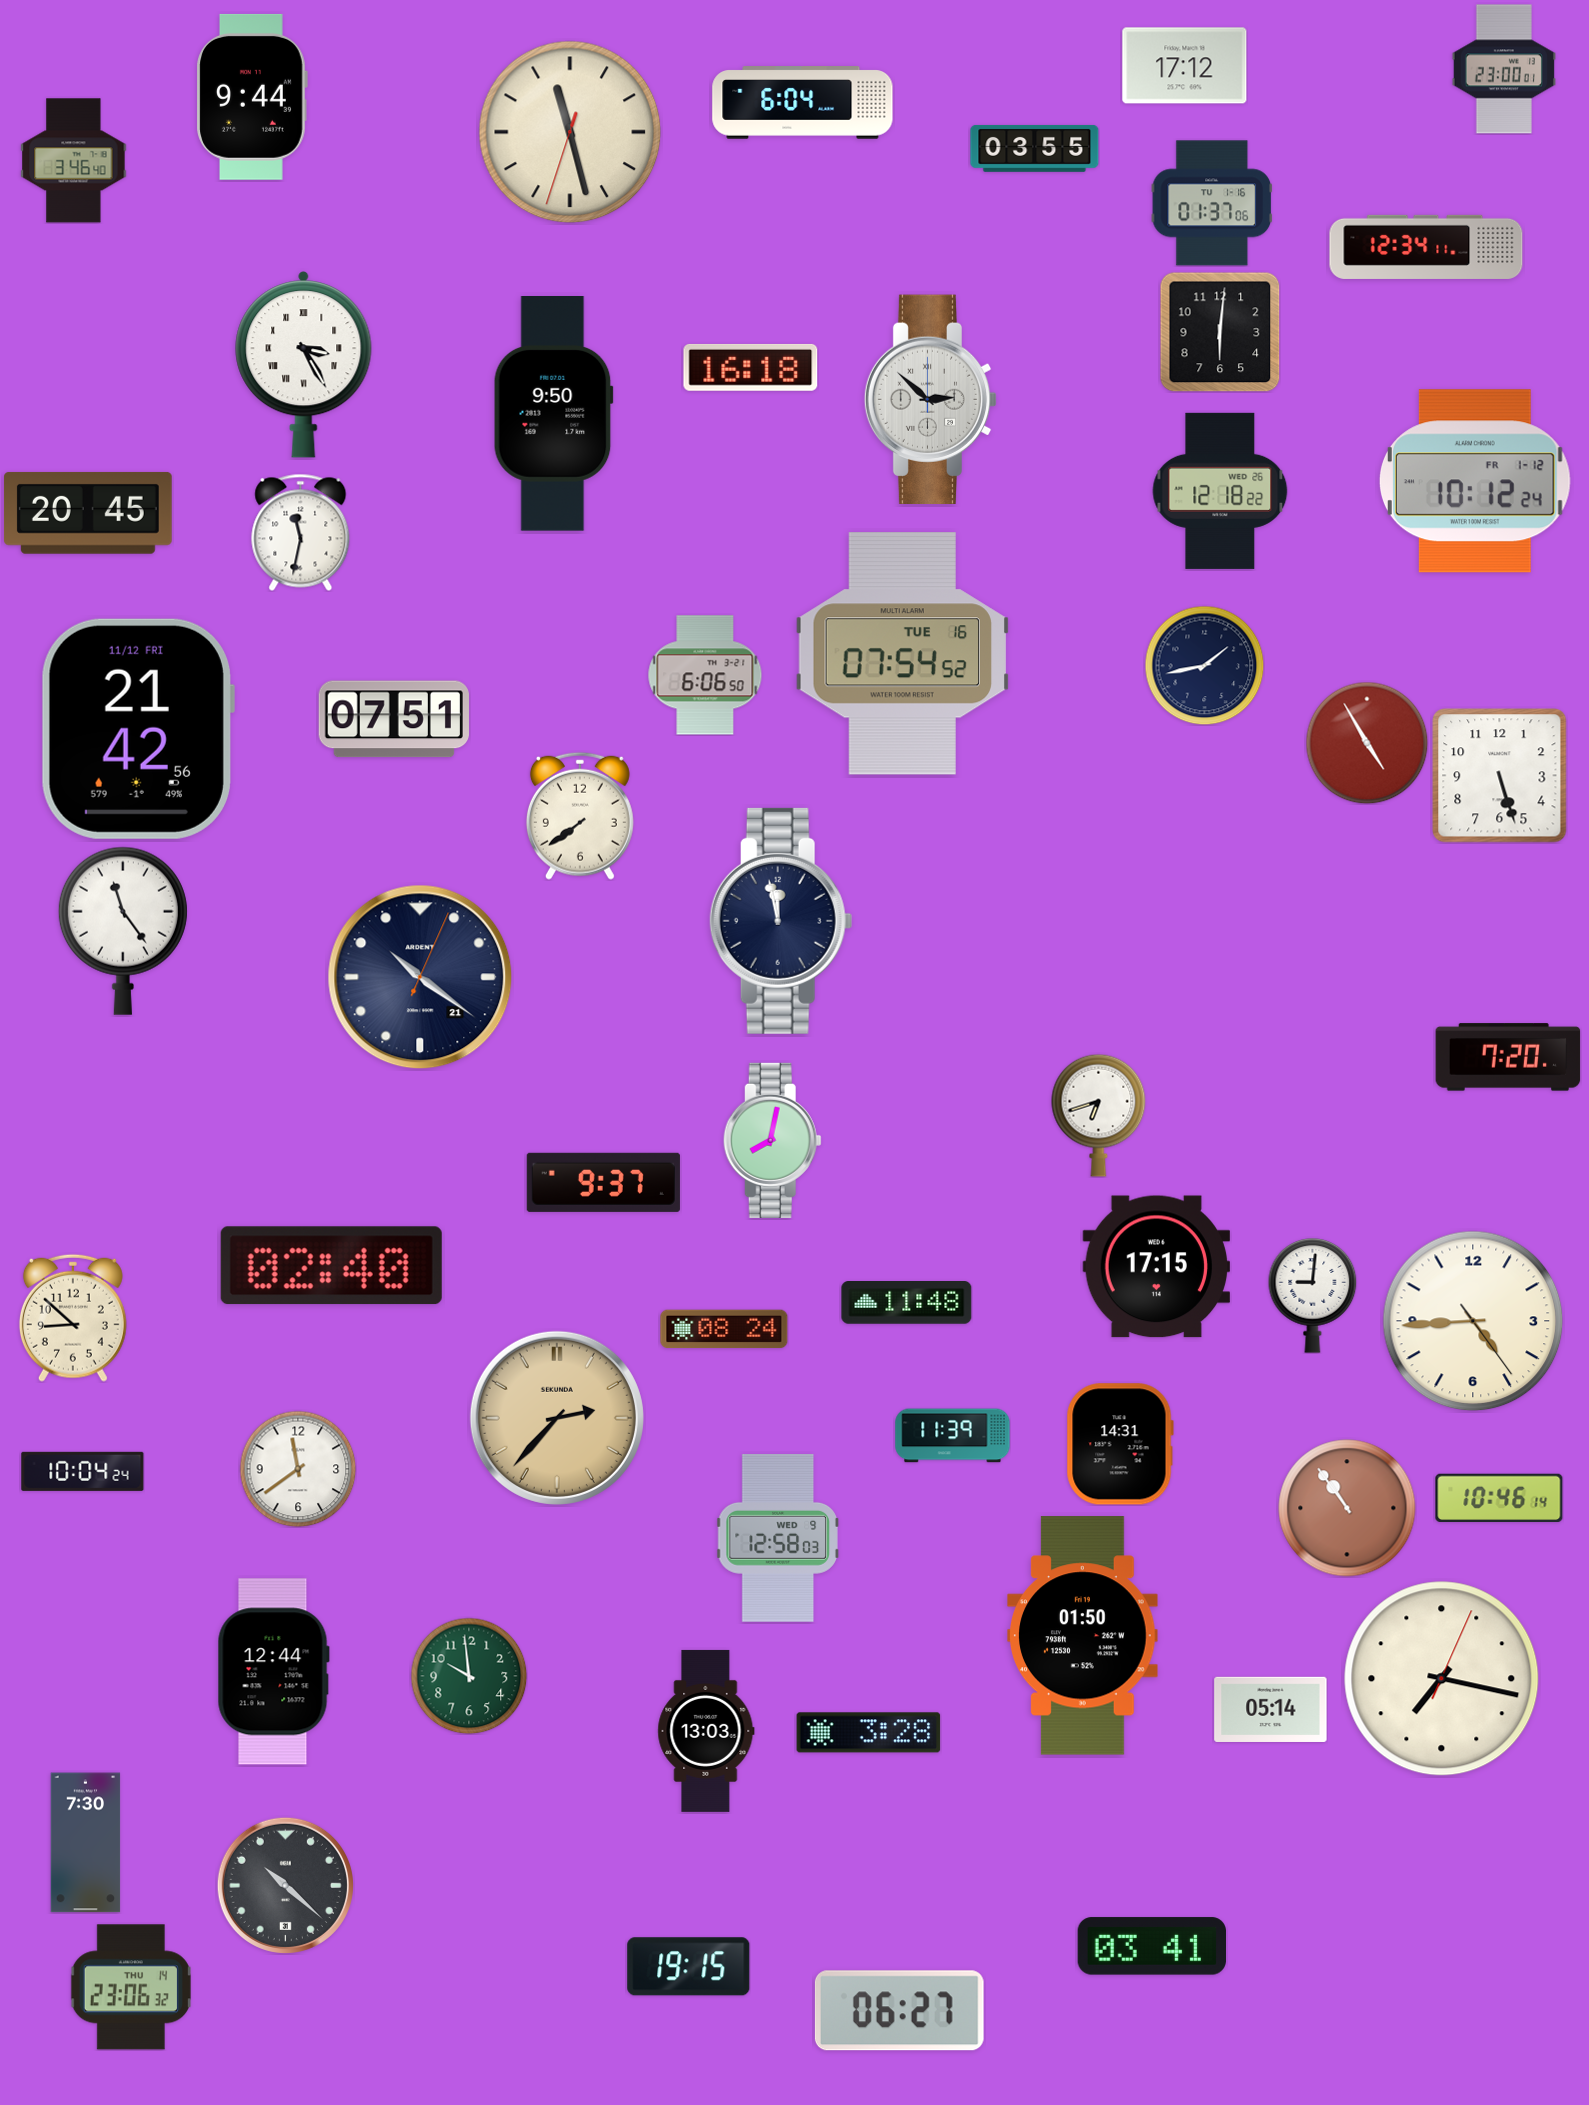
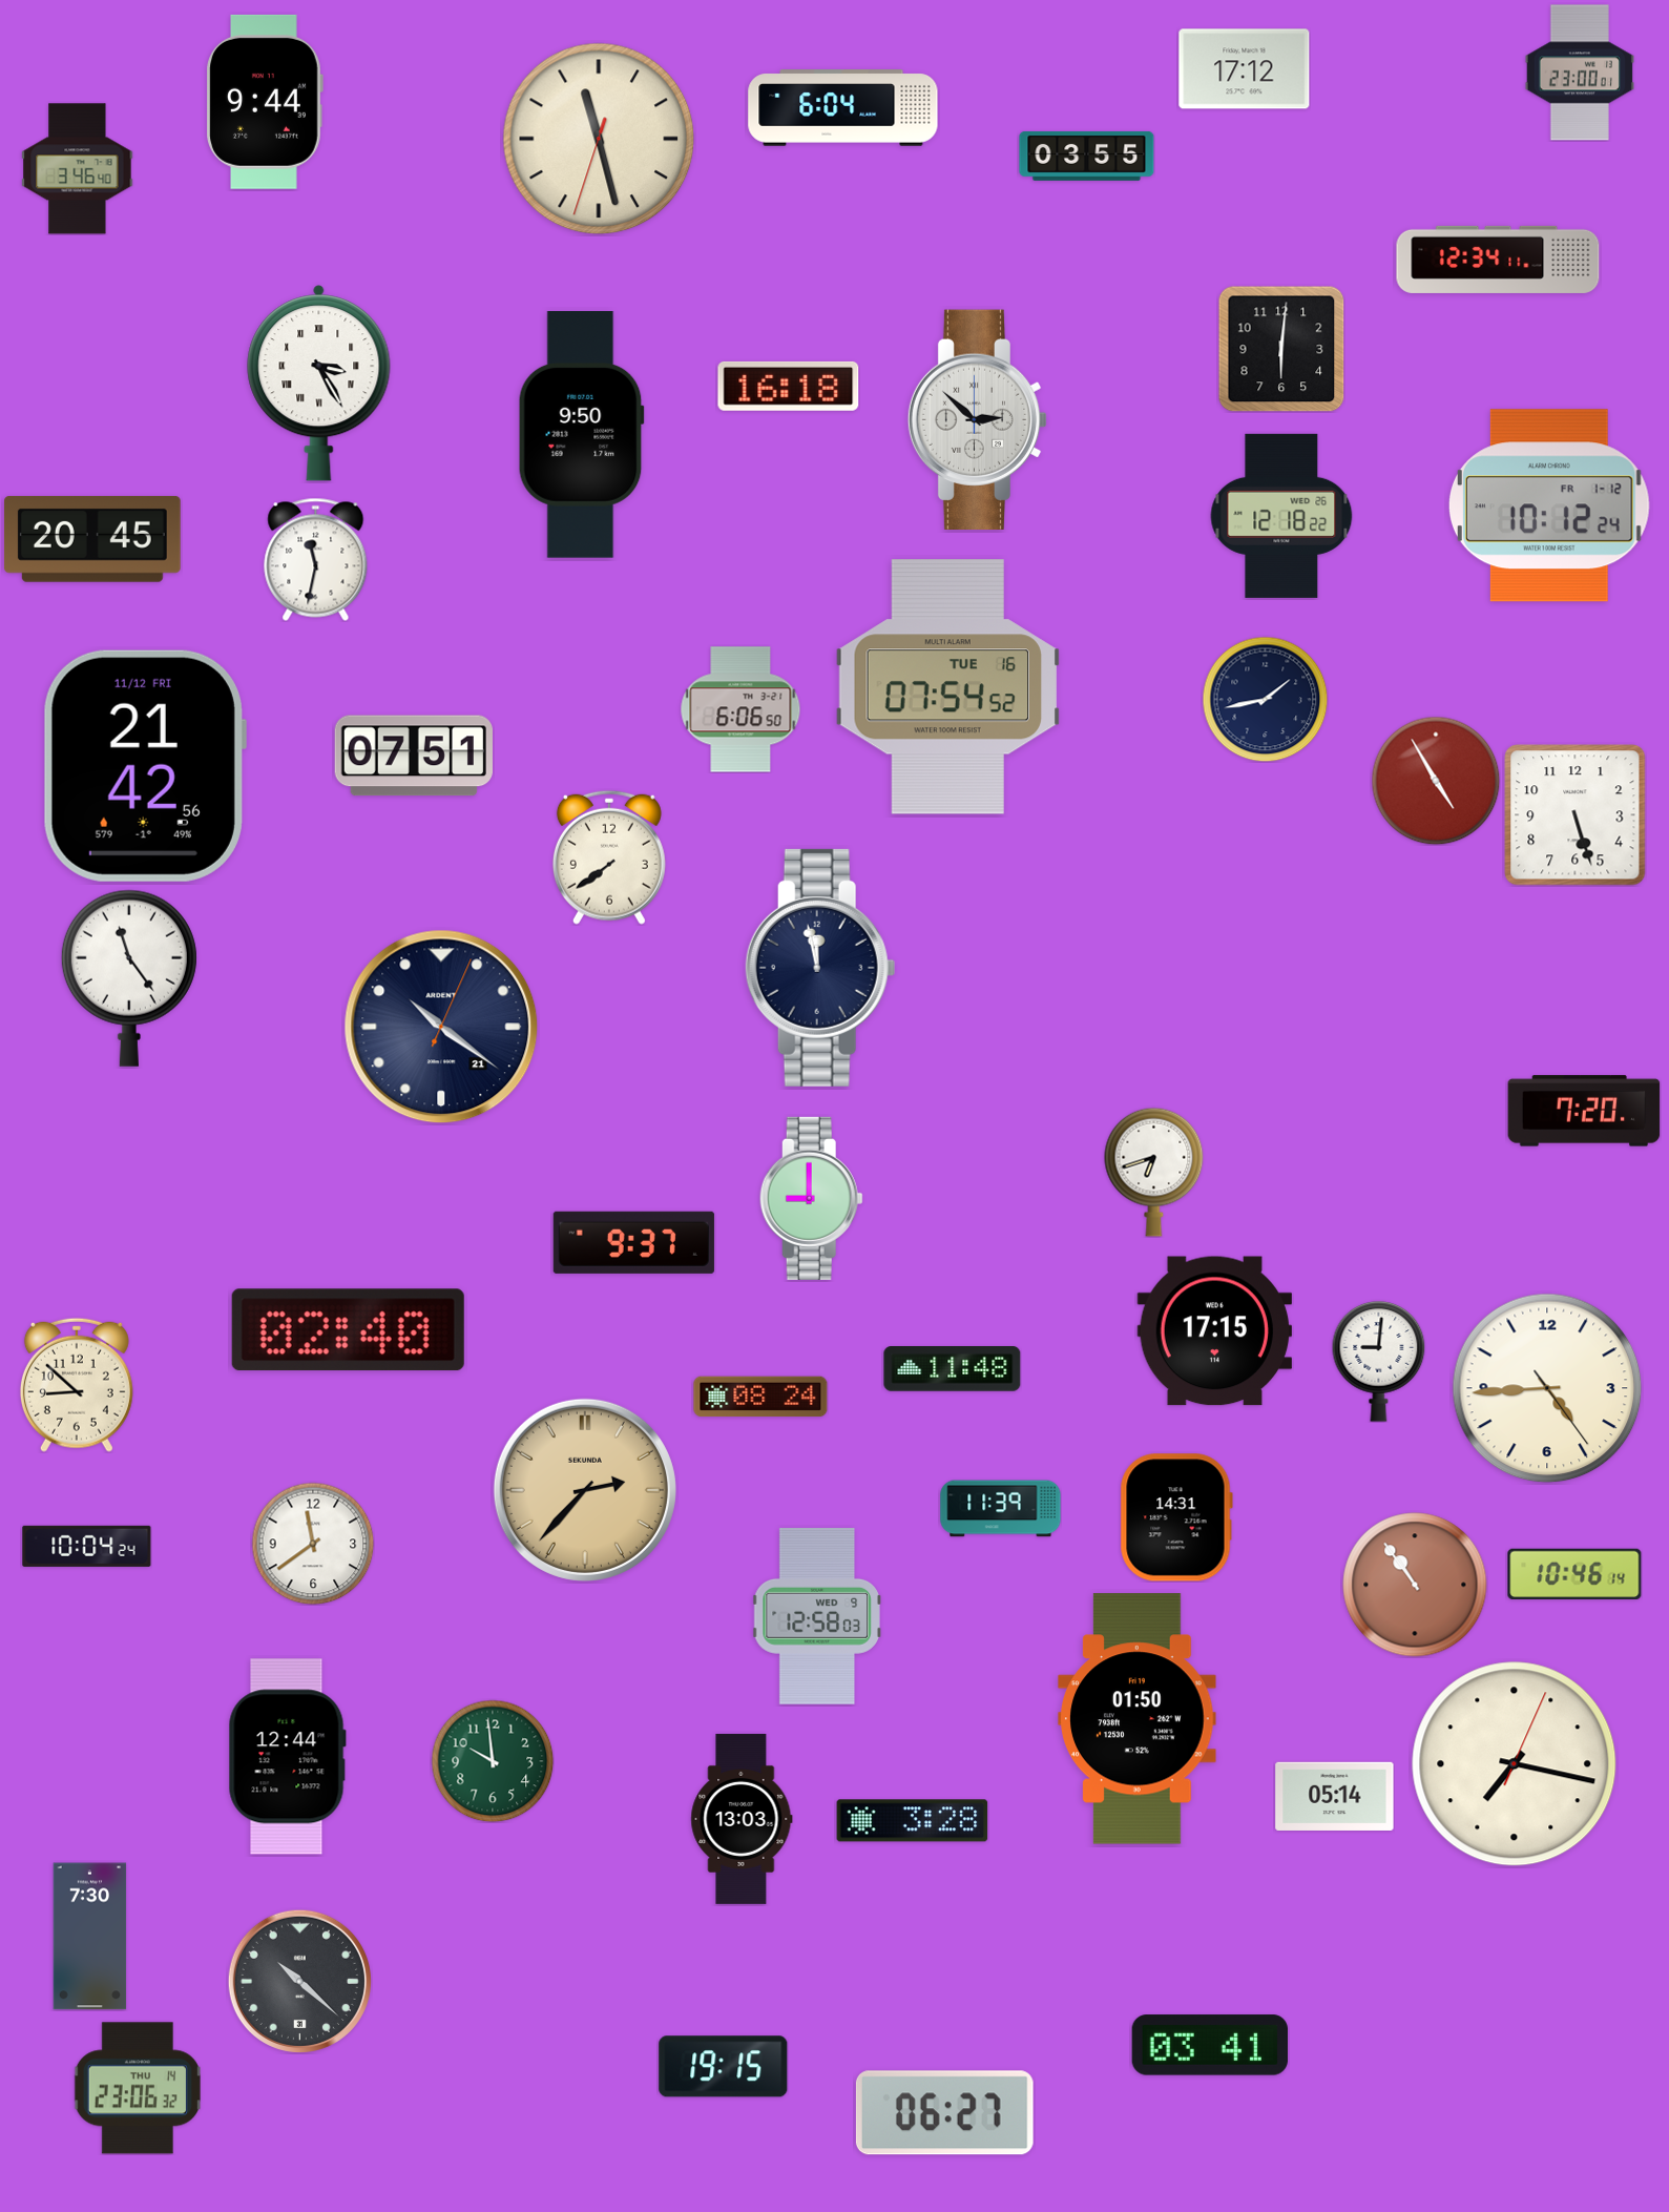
clock at (1212, 203): 01:37 -> none
clock at (772, 1140): 8:02 -> 9:00
